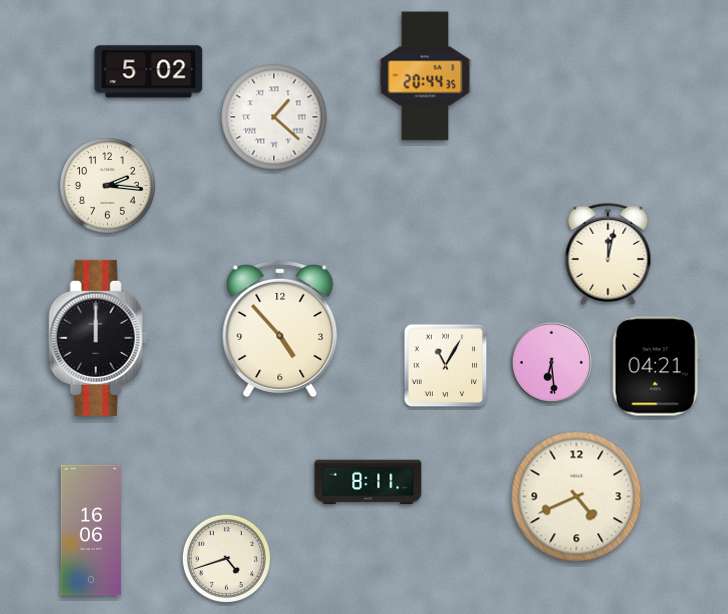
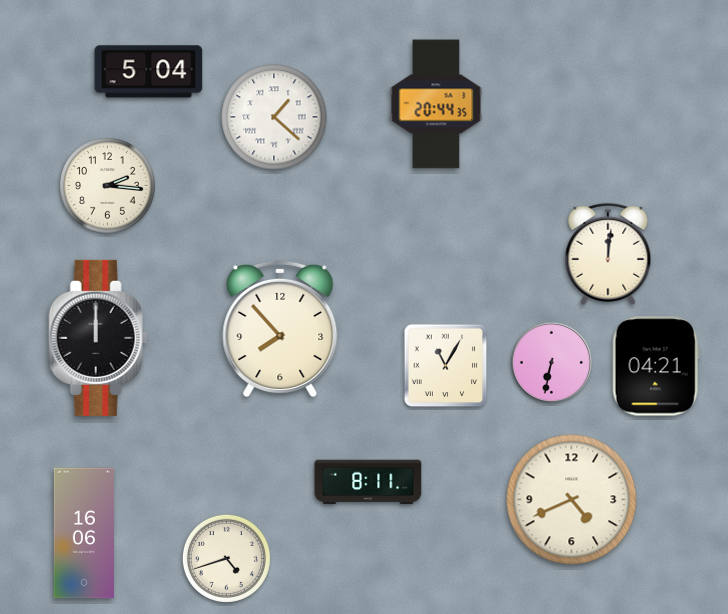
clock at (149, 72): 5:02 -> 5:04
clock at (425, 76) position: (425, 76) -> (436, 104)
clock at (608, 254): 12:02 -> 12:01
clock at (280, 329): 4:53 -> 7:53
clock at (551, 362): 6:29 -> 6:32
clock at (577, 497) position: (577, 497) -> (572, 500)
clock at (91, 530) position: (91, 530) -> (84, 533)
